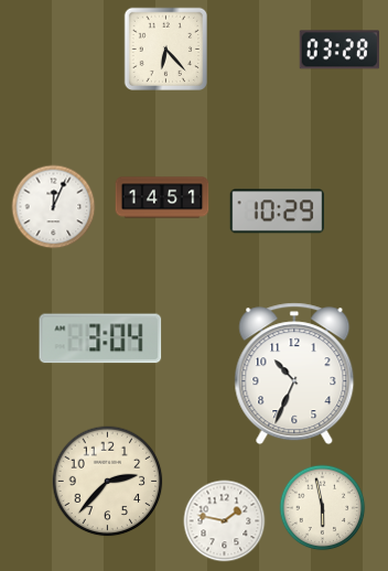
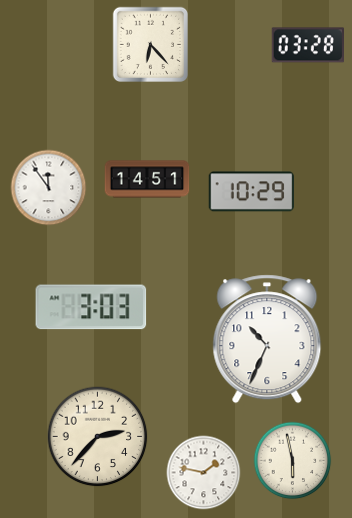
clock at (54, 207): 12:04 -> 11:54
clock at (100, 338): 3:04 -> 3:03
